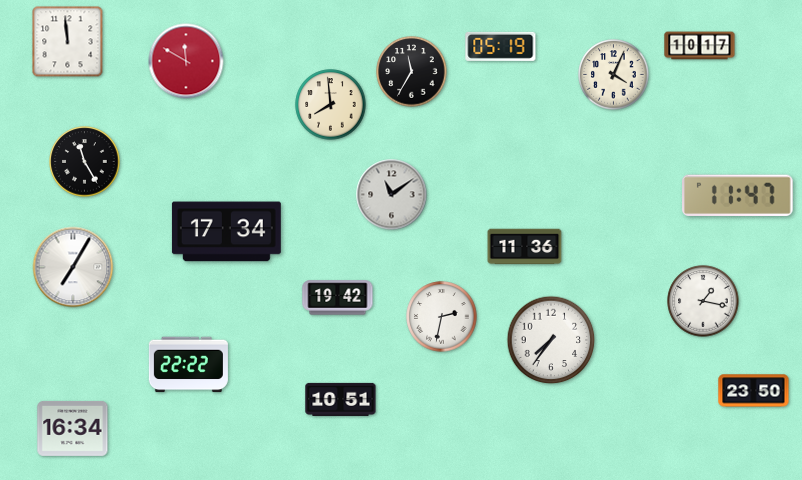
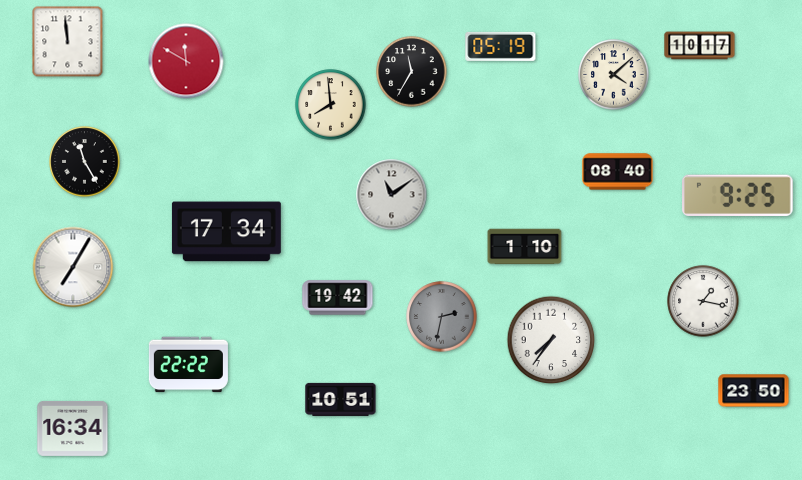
clock at (614, 75): 4:04 -> 4:08
clock at (618, 172): none -> 08:40
clock at (738, 195): 11:47 -> 9:25
clock at (525, 247): 11:36 -> 1:10
clock at (442, 317) dial: white -> grey
